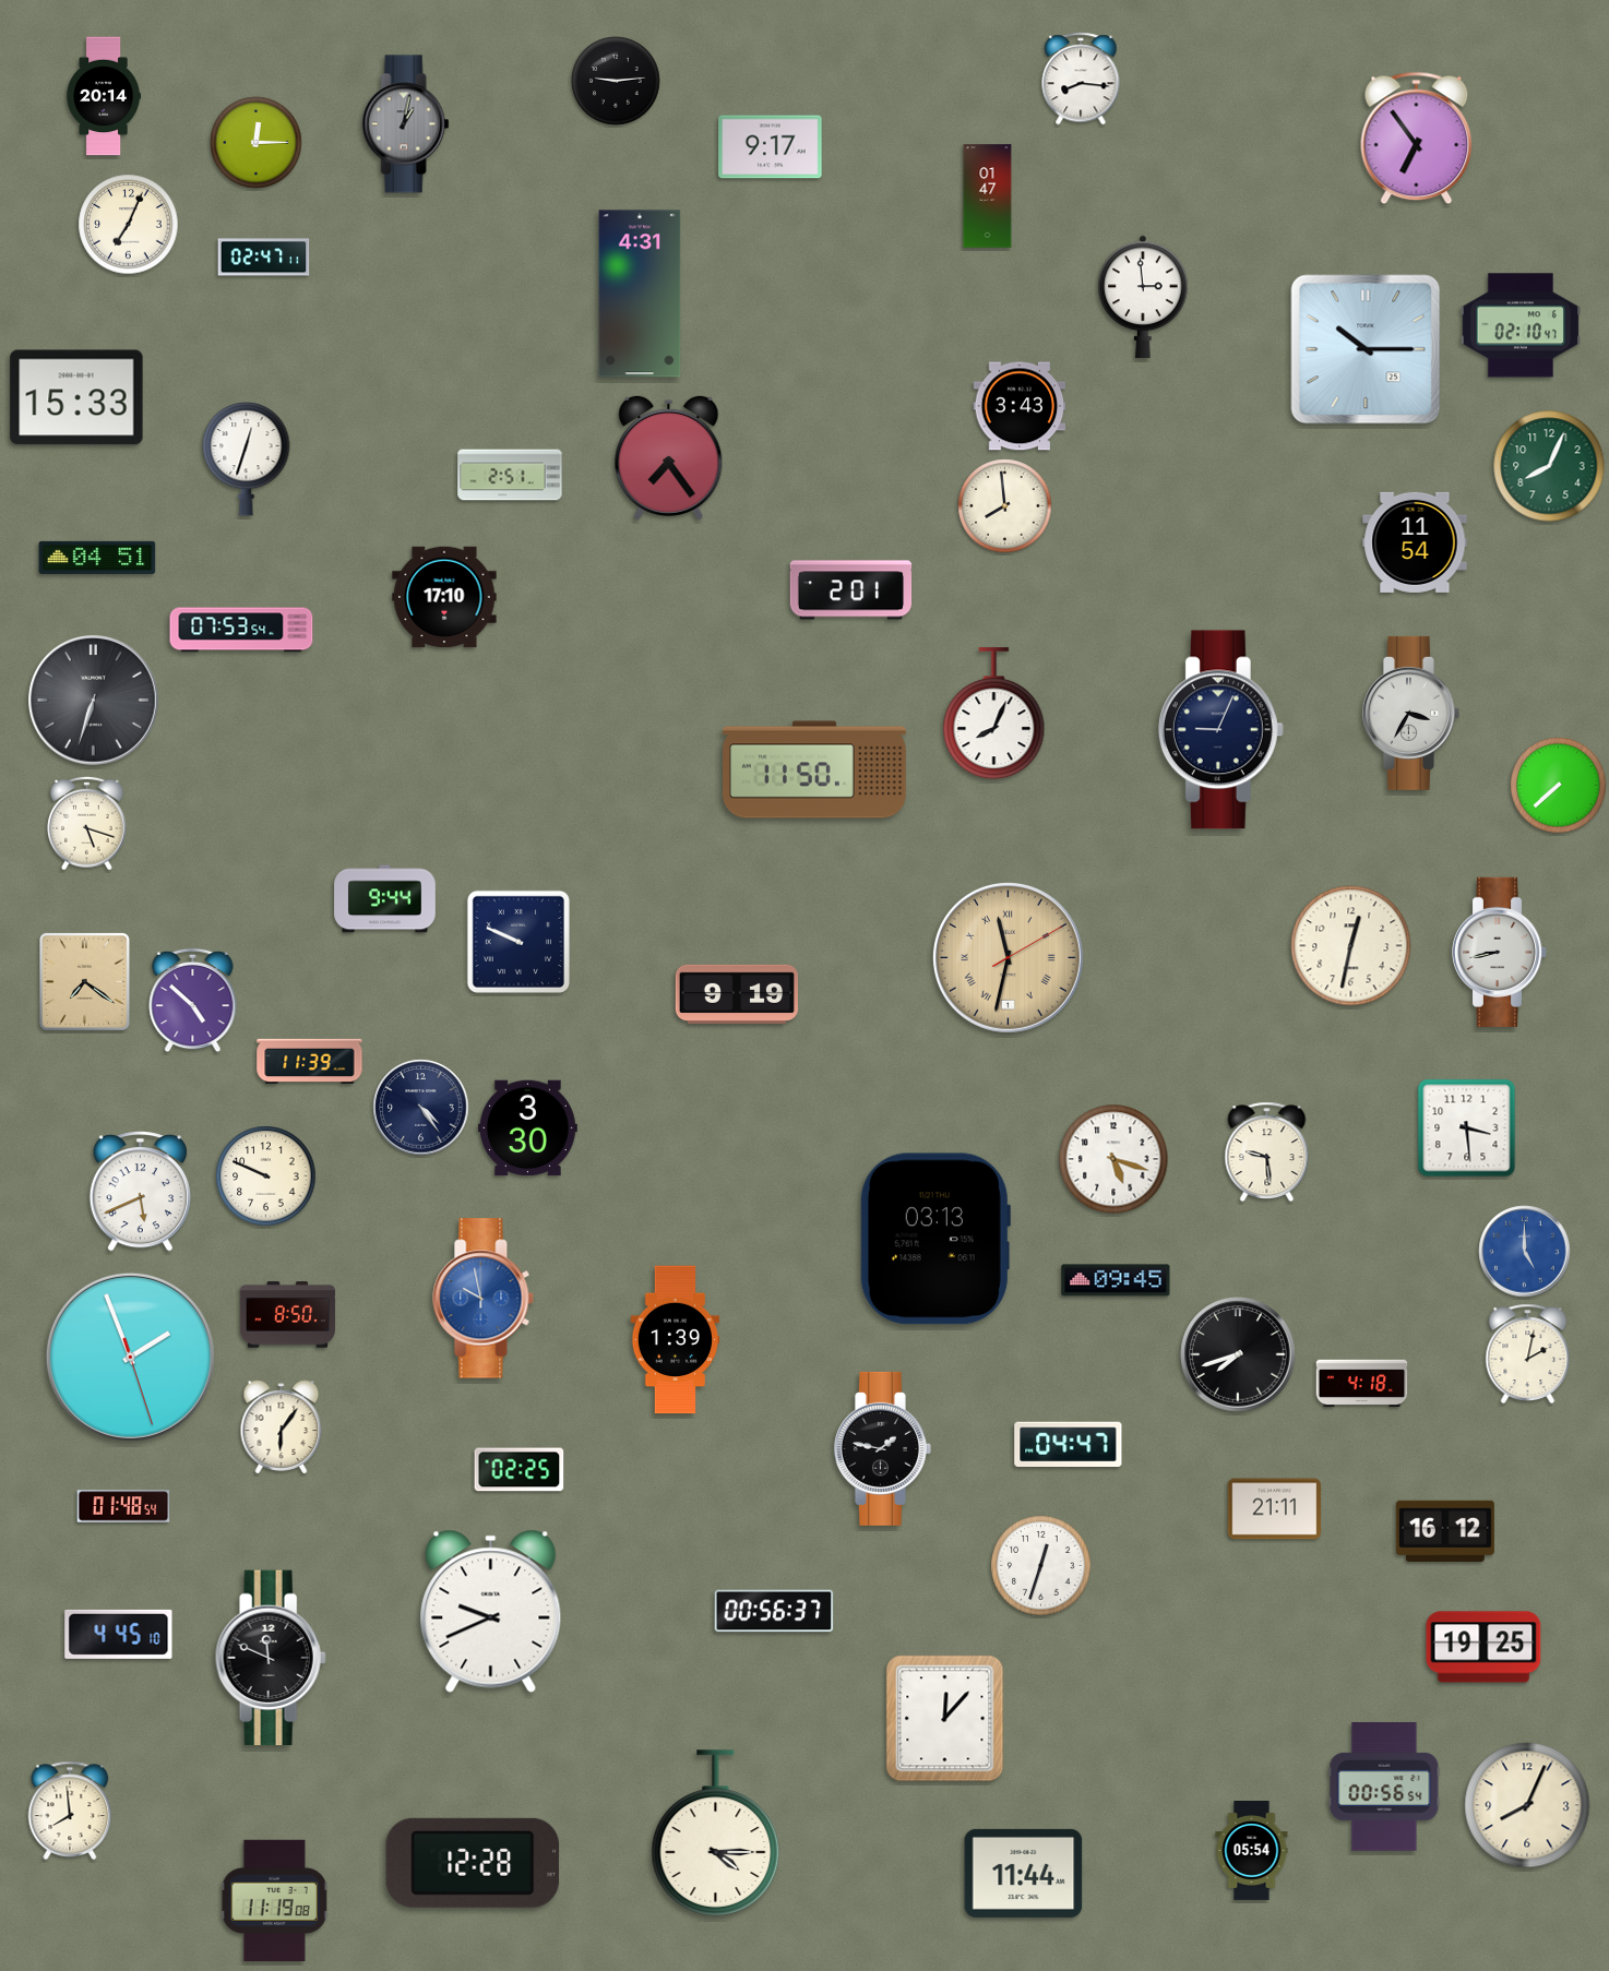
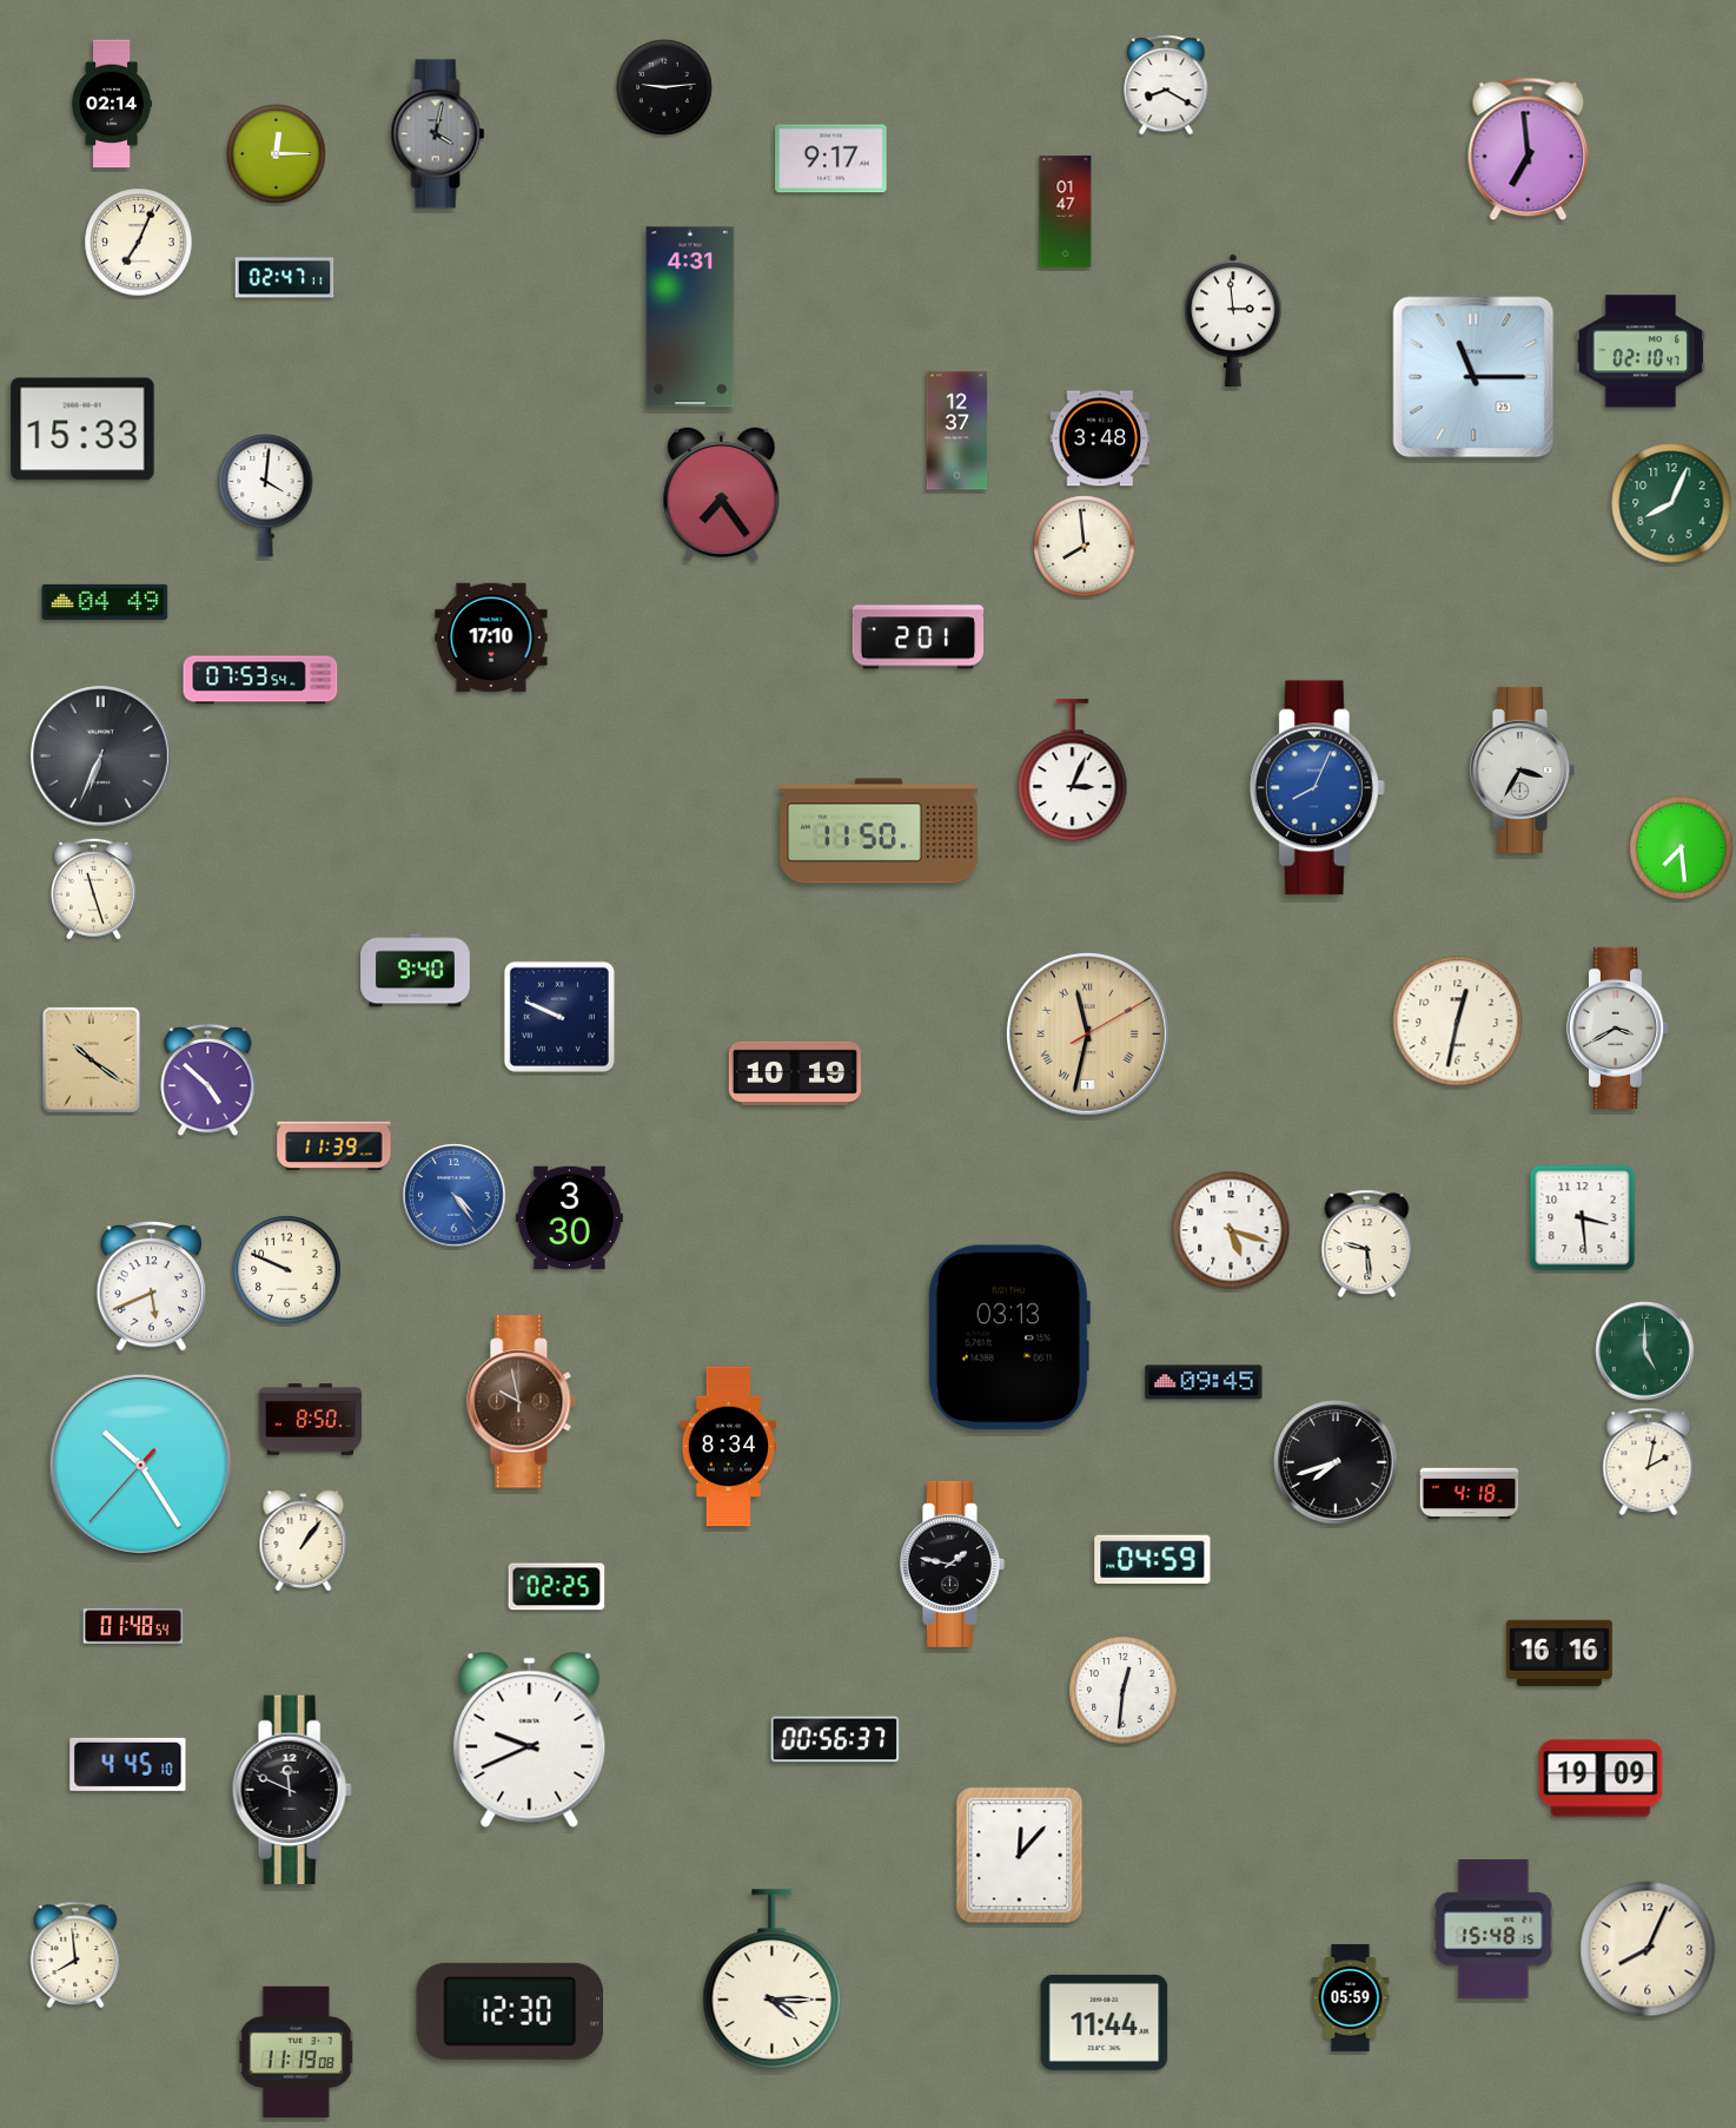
clock at (1081, 79): 8:16 -> 8:20
clock at (103, 96): 20:14 -> 02:14
clock at (406, 124): 1:02 -> 4:02
clock at (1417, 139): 6:54 -> 6:59
clock at (1366, 349): 10:15 -> 11:15
clock at (958, 431): none -> 12:37
clock at (1020, 406): 3:43 -> 3:48
clock at (247, 459): 12:33 -> 4:01
clock at (510, 475): 2:51 -> none
clock at (1415, 542): 11:54 -> none
clock at (97, 558): 04:51 -> 04:49
clock at (444, 597) position: (444, 597) -> (491, 637)
clock at (94, 701): 6:33 -> 6:34
clock at (994, 714): 8:04 -> 3:04
clock at (1220, 730): 9:04 -> 8:04
clock at (1220, 730) dial: navy -> blue
clock at (1559, 786): 7:38 -> 7:29
clock at (87, 823): 5:18 -> 11:27
clock at (385, 899): 9:44 -> 9:40
clock at (1500, 952): 8:43 -> 3:40
clock at (84, 981): 7:21 -> 10:21
clock at (736, 993): 9:19 -> 10:19
clock at (421, 1108) dial: navy -> blue
clock at (1113, 1159) position: (1113, 1159) -> (1231, 1230)
clock at (1525, 1252) dial: blue -> green
clock at (484, 1299) dial: blue -> brown
clock at (676, 1340): 1:39 -> 8:34
clock at (130, 1357): 1:56 -> 10:24
clock at (282, 1428): 6:06 -> 1:06
clock at (1069, 1444): 04:47 -> 04:59
clock at (520, 1470) position: (520, 1470) -> (557, 1587)
clock at (1275, 1509): 21:11 -> none
clock at (1445, 1531): 16:12 -> 16:16
clock at (1041, 1566): 12:33 -> 12:31
clock at (1483, 1647): 19:25 -> 19:09
clock at (1384, 1788): 00:56 -> 15:48
clock at (1252, 1851): 05:54 -> 05:59
clock at (473, 1863): 12:28 -> 12:30
